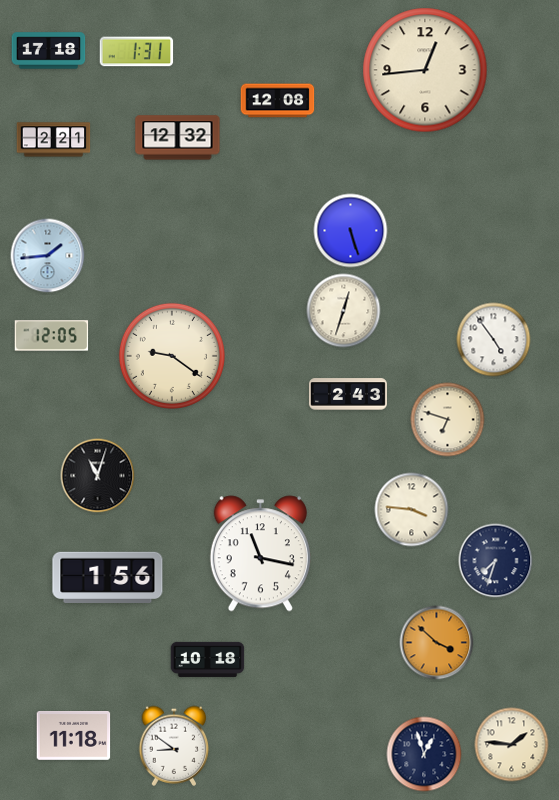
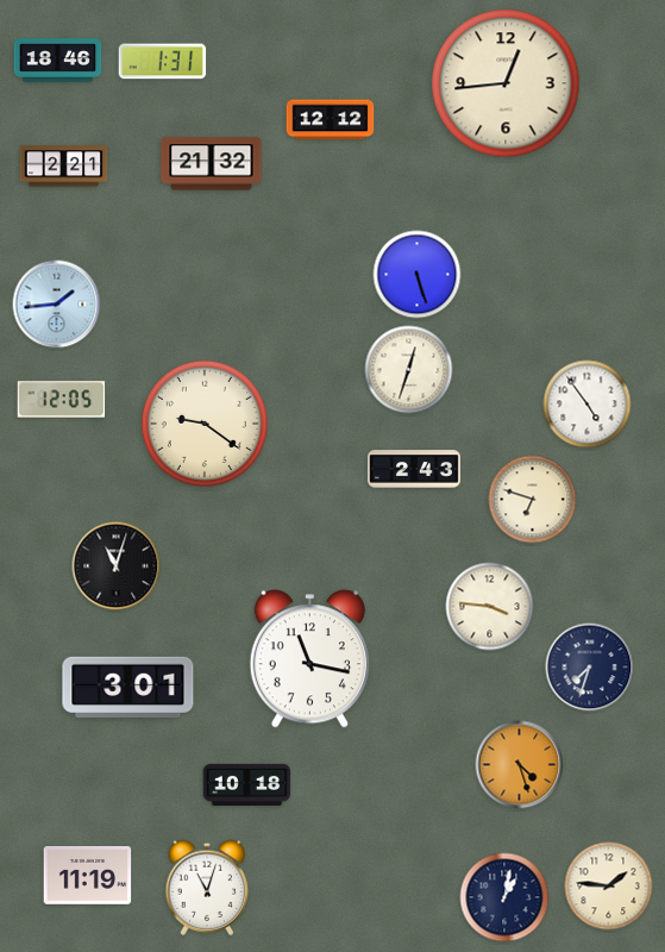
clock at (49, 51): 17:18 -> 18:46
clock at (278, 101): 12:08 -> 12:12
clock at (178, 138): 12:32 -> 21:32
clock at (108, 577): 1:56 -> 3:01
clock at (437, 643): 3:52 -> 4:27
clock at (74, 736): 11:18 -> 11:19
clock at (174, 746): 8:51 -> 11:03
clock at (424, 754): 12:57 -> 1:02
